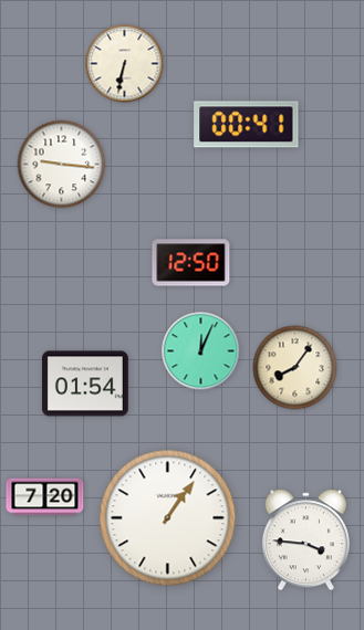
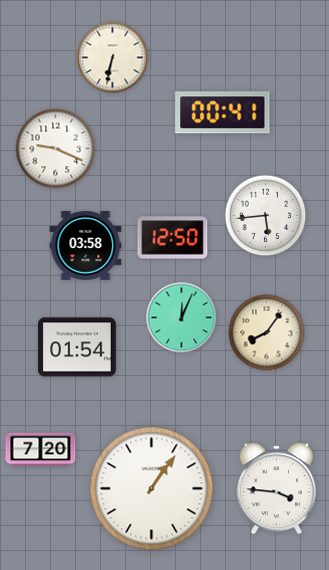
clock at (62, 165): 9:16 -> 9:19
clock at (266, 216): none -> 5:44
clock at (86, 246): none -> 03:58
clock at (168, 518) position: (168, 518) -> (152, 489)
